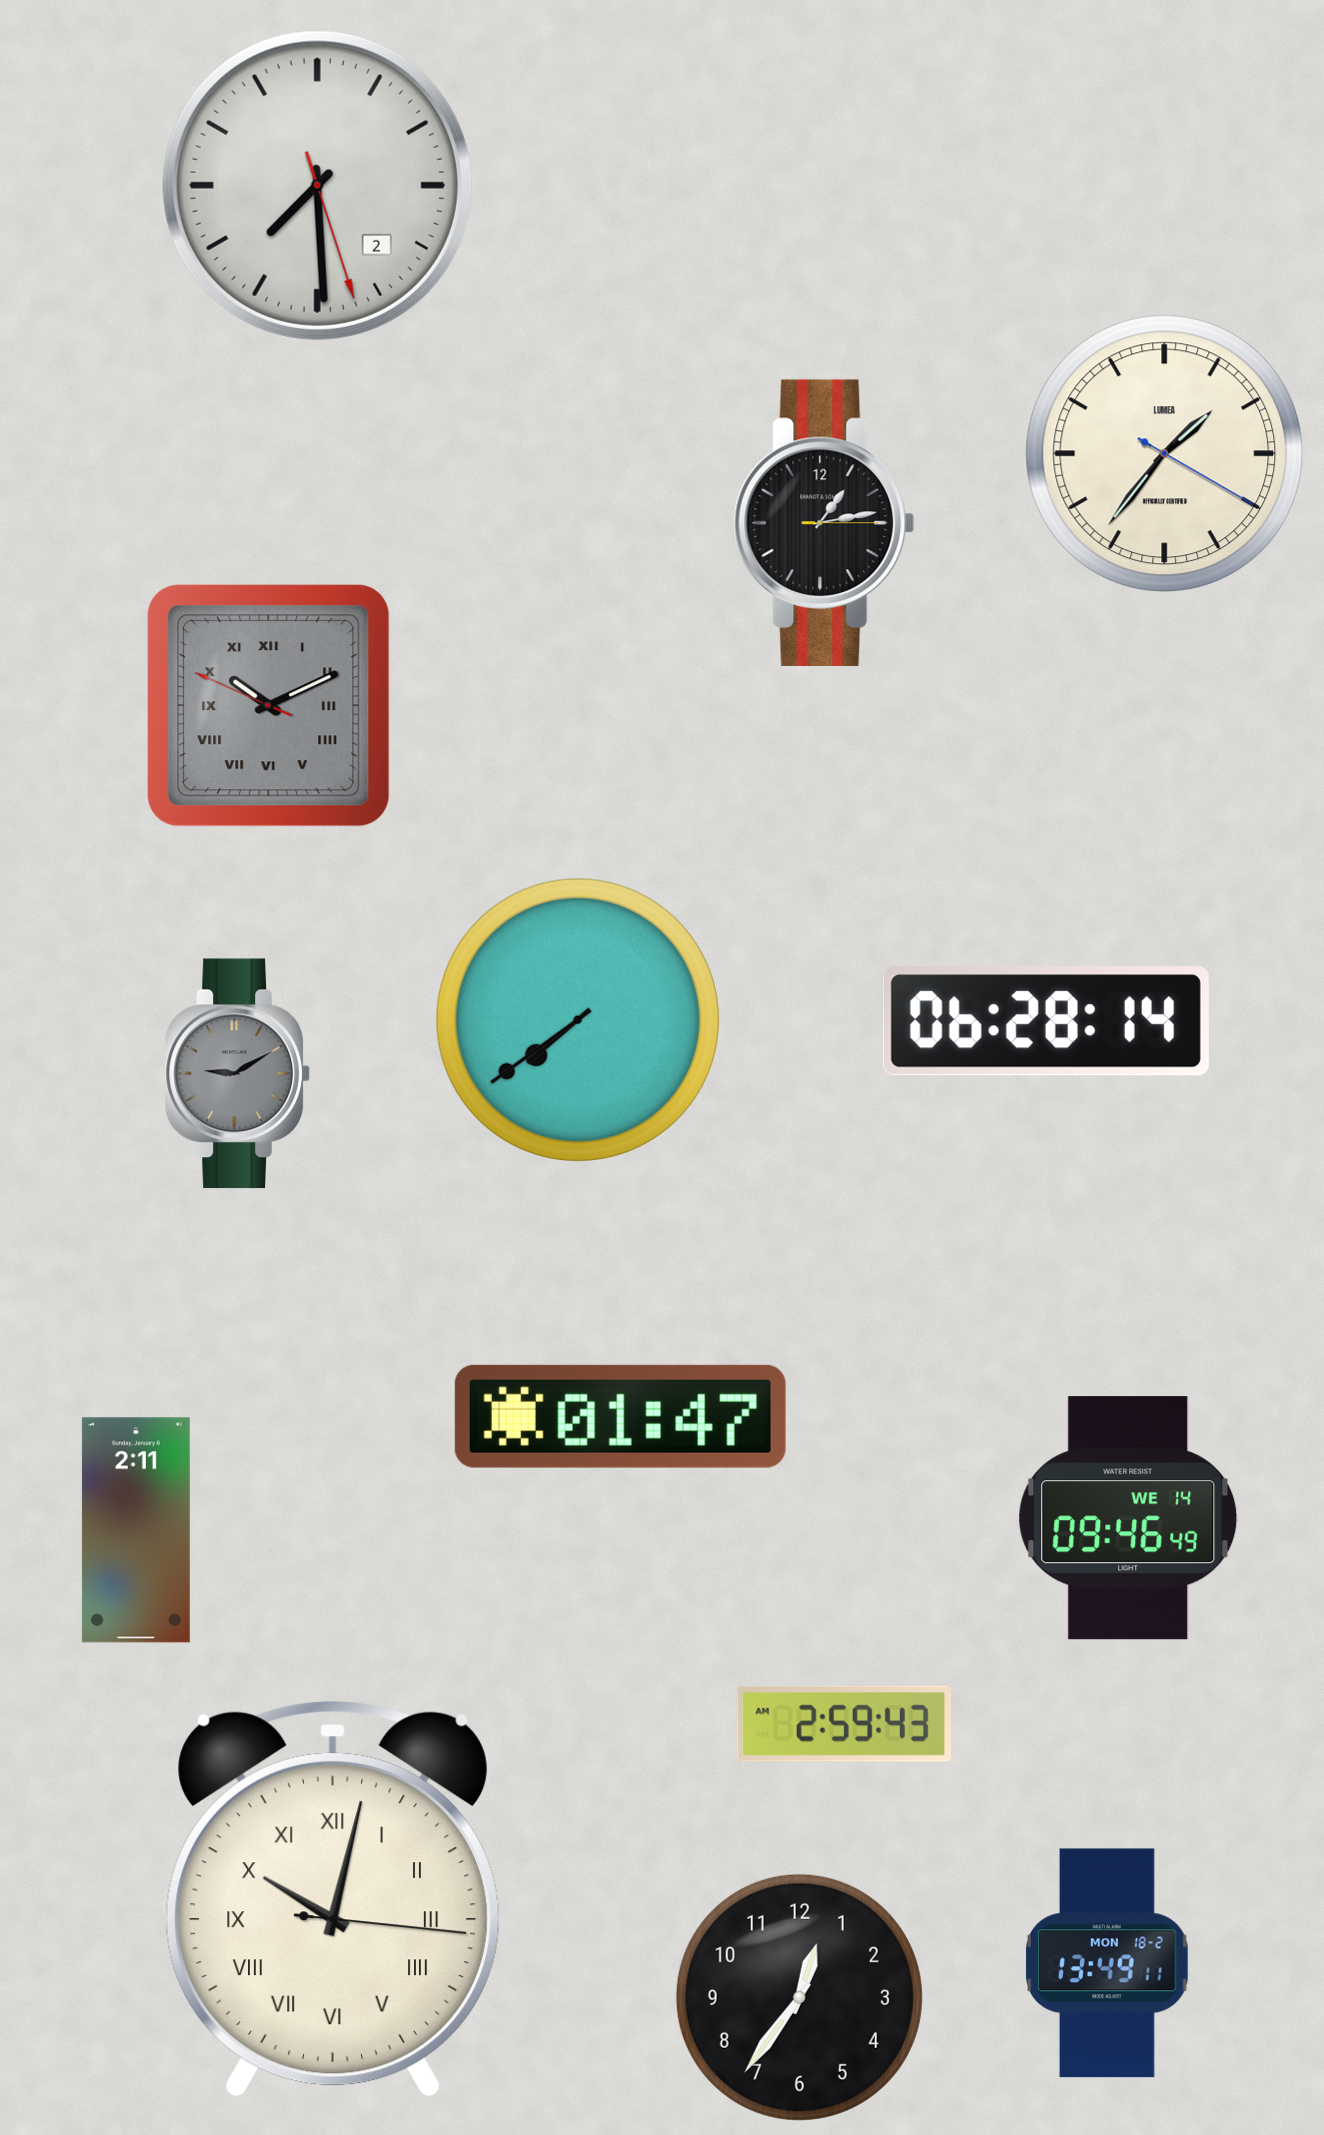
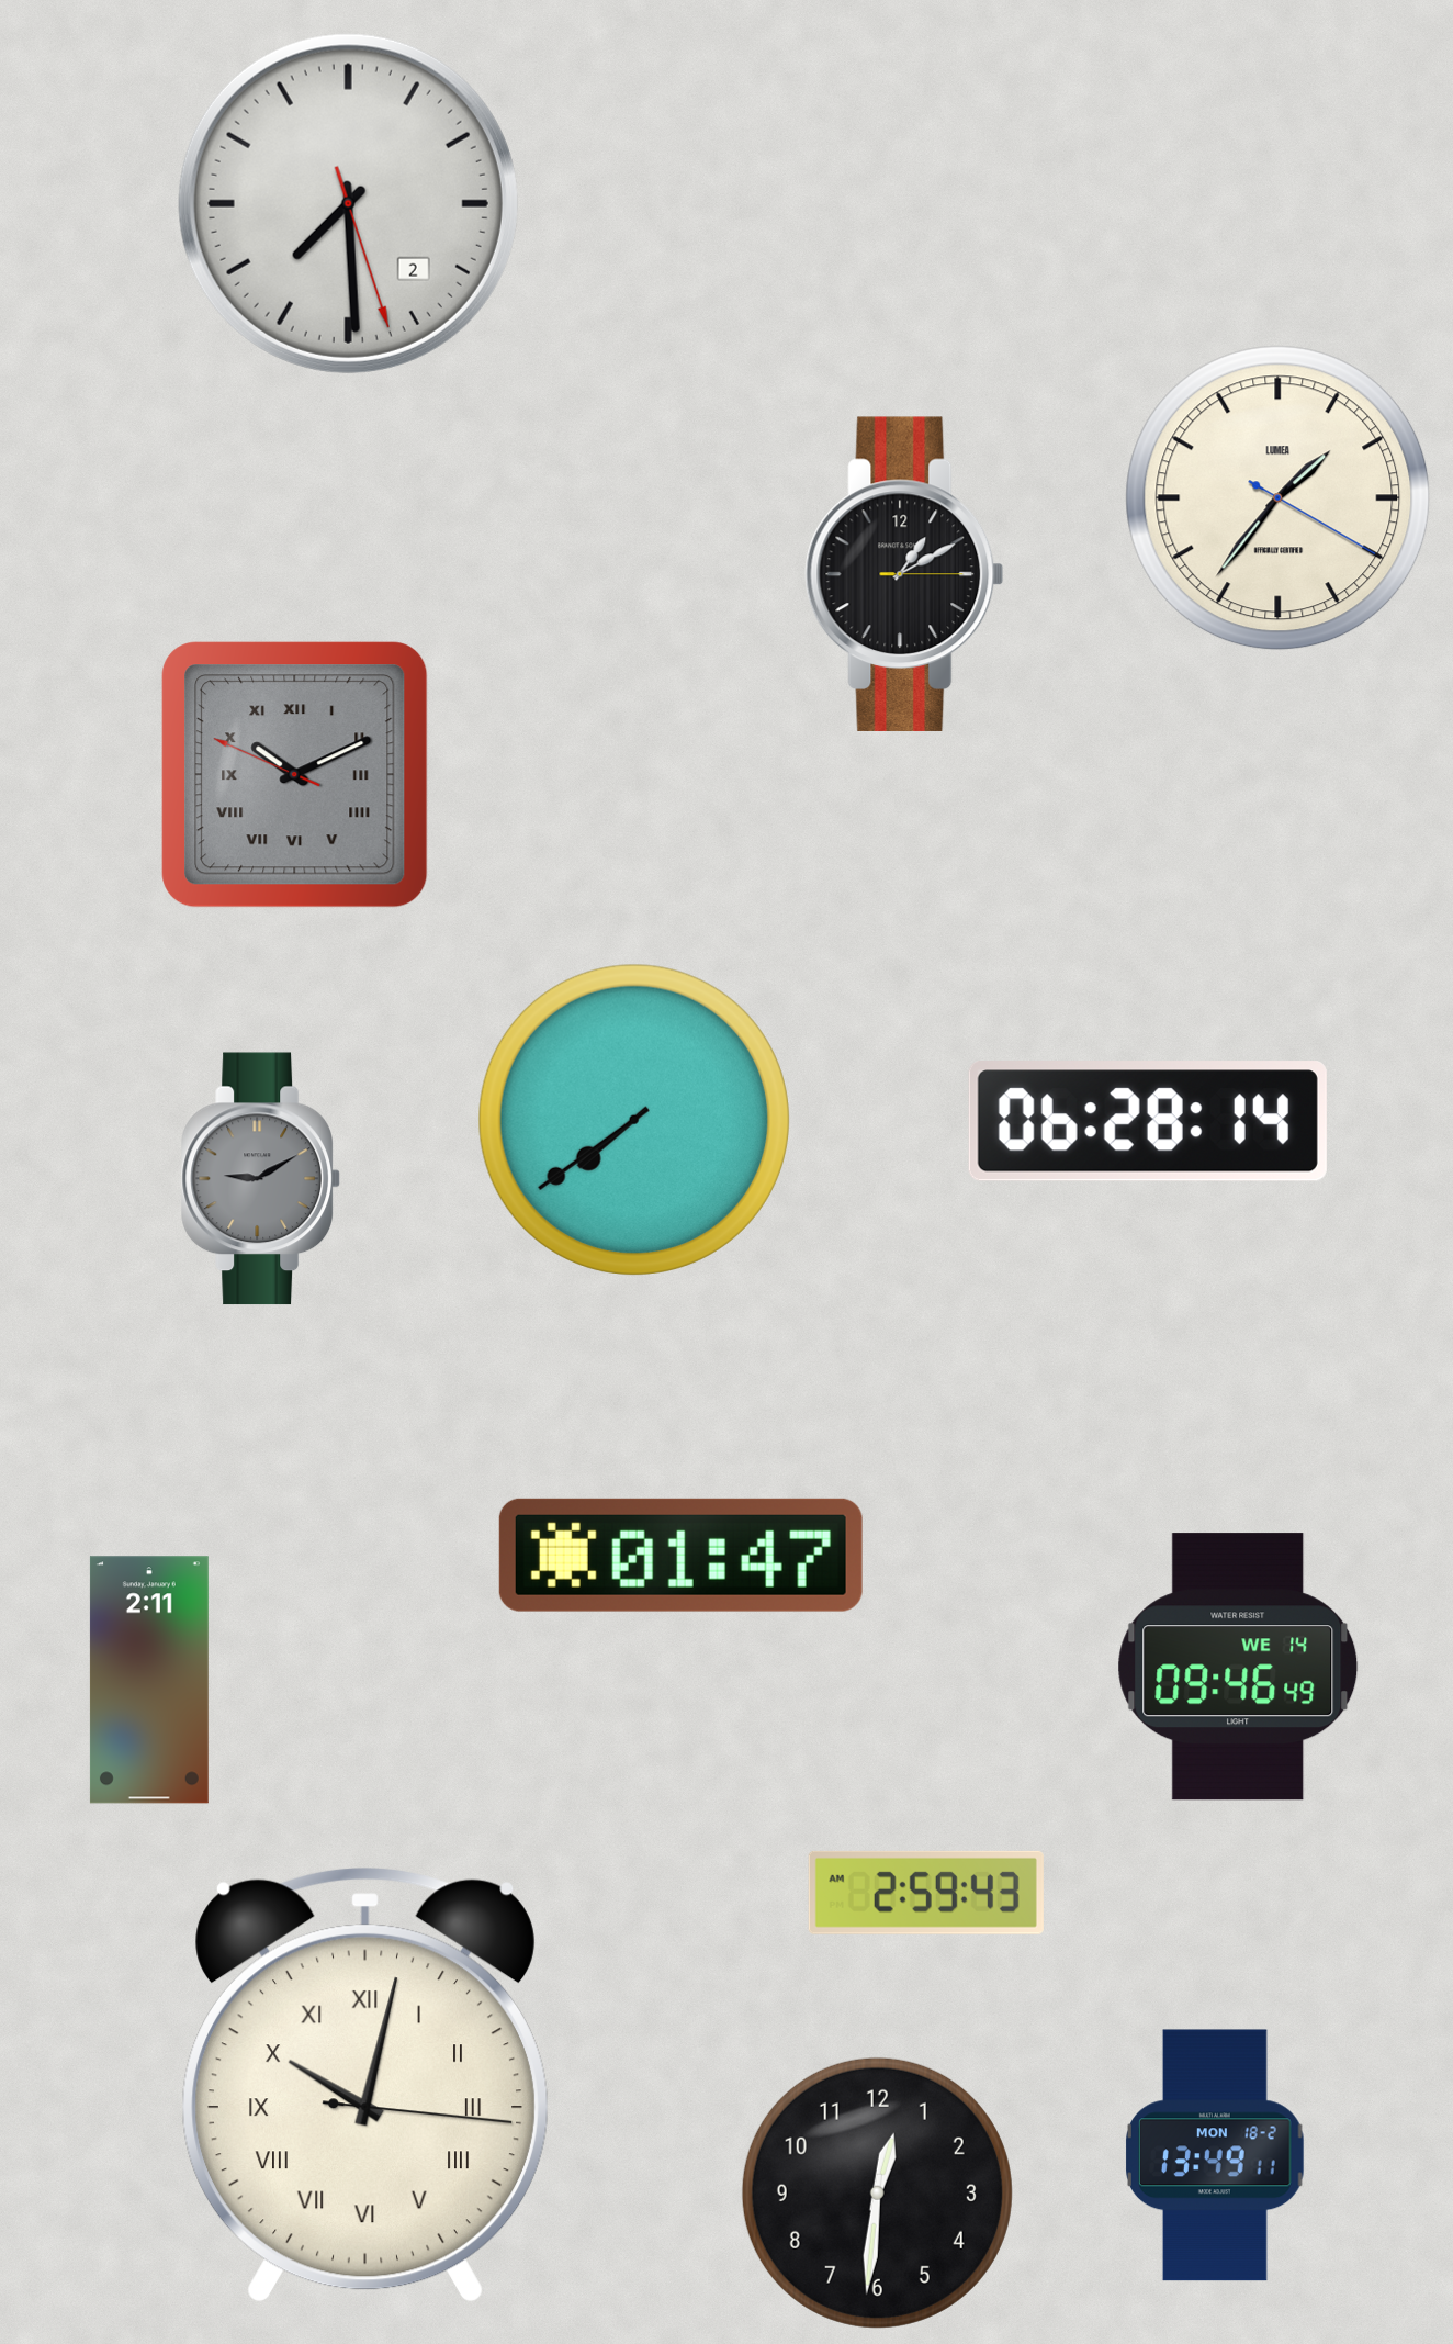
clock at (824, 523): 1:13 -> 1:10
clock at (799, 1997): 12:36 -> 12:31
